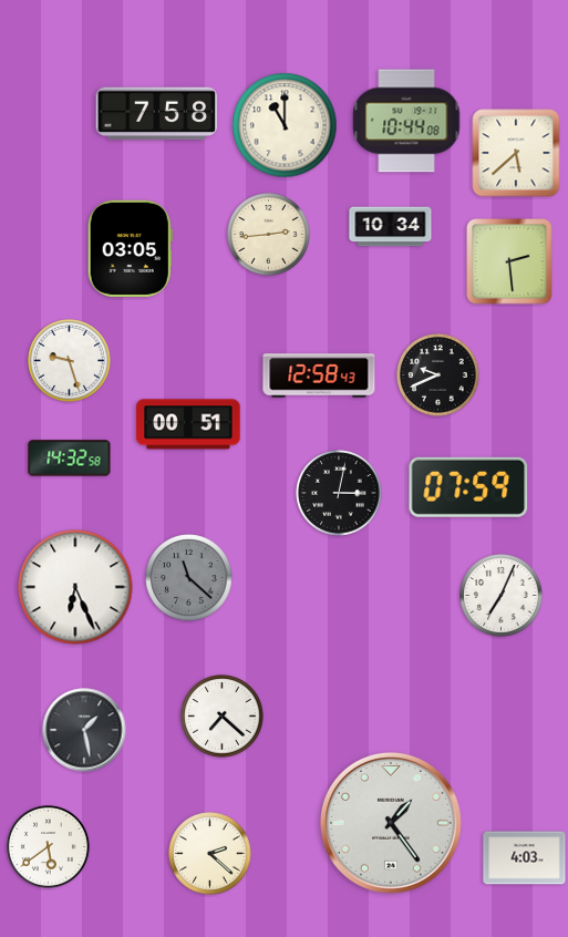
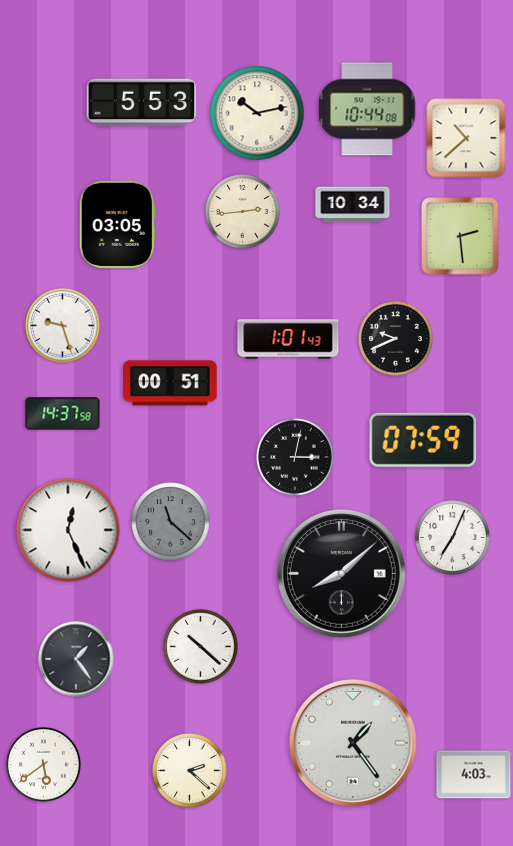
clock at (157, 114): 7:58 -> 5:53
clock at (285, 125): 11:00 -> 10:13
clock at (516, 153): 5:38 -> 10:38
clock at (319, 375): 12:58 -> 1:01
clock at (70, 459): 14:32 -> 14:37
clock at (339, 493) position: (339, 493) -> (295, 457)
clock at (75, 587): 6:26 -> 12:26
clock at (341, 573): none -> 8:08
clock at (223, 717): 7:22 -> 10:22
clock at (84, 730): 1:28 -> 1:24
